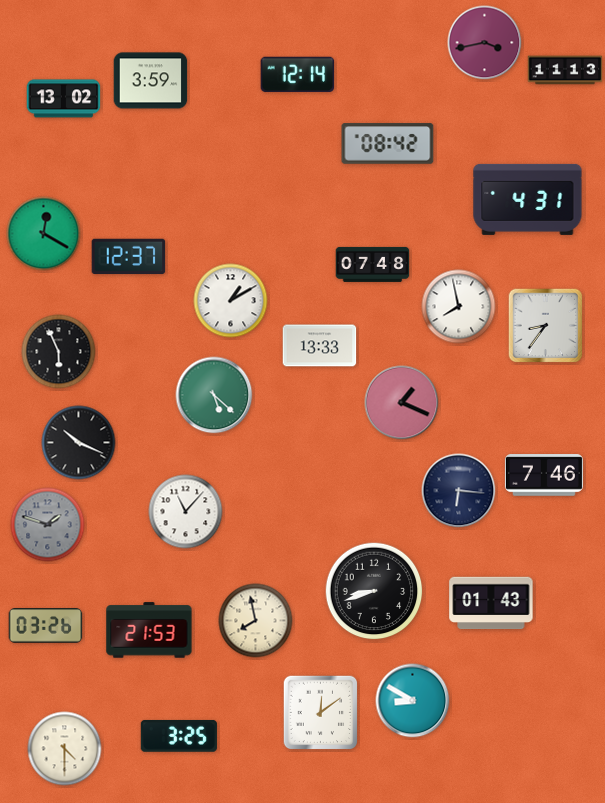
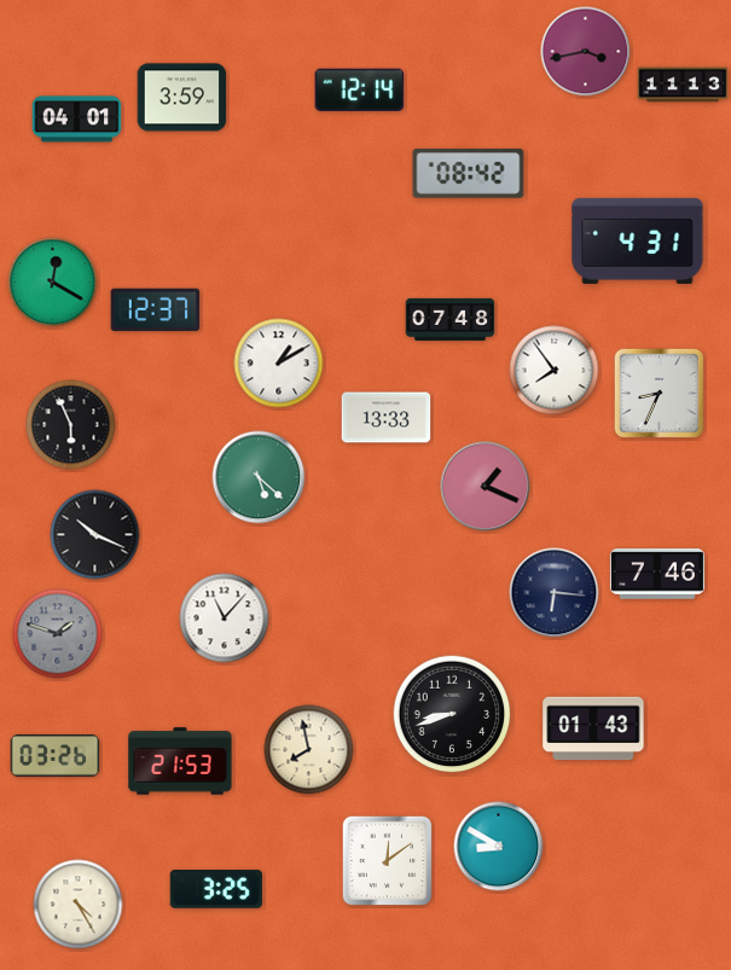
clock at (64, 99): 13:02 -> 04:01
clock at (459, 307): 7:58 -> 7:54
clock at (546, 326): 8:36 -> 8:34
clock at (65, 749): 4:30 -> 4:25
